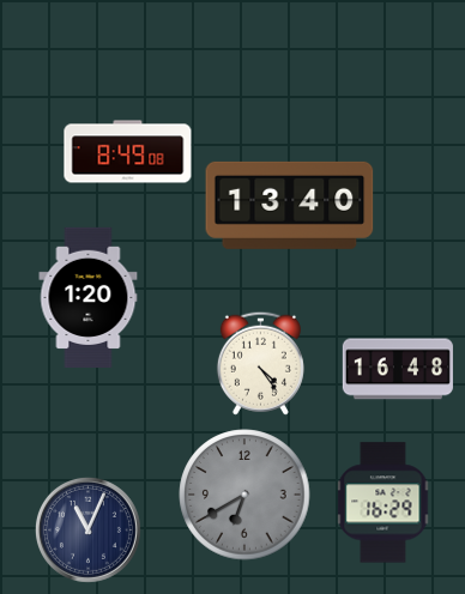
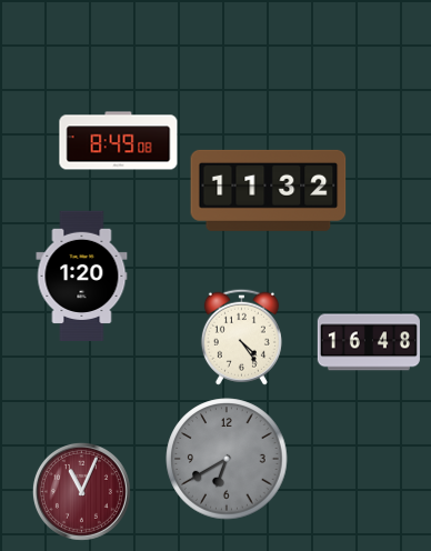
clock at (290, 205): 13:40 -> 11:32
clock at (384, 503): 16:29 -> none
clock at (87, 529) dial: navy -> burgundy
